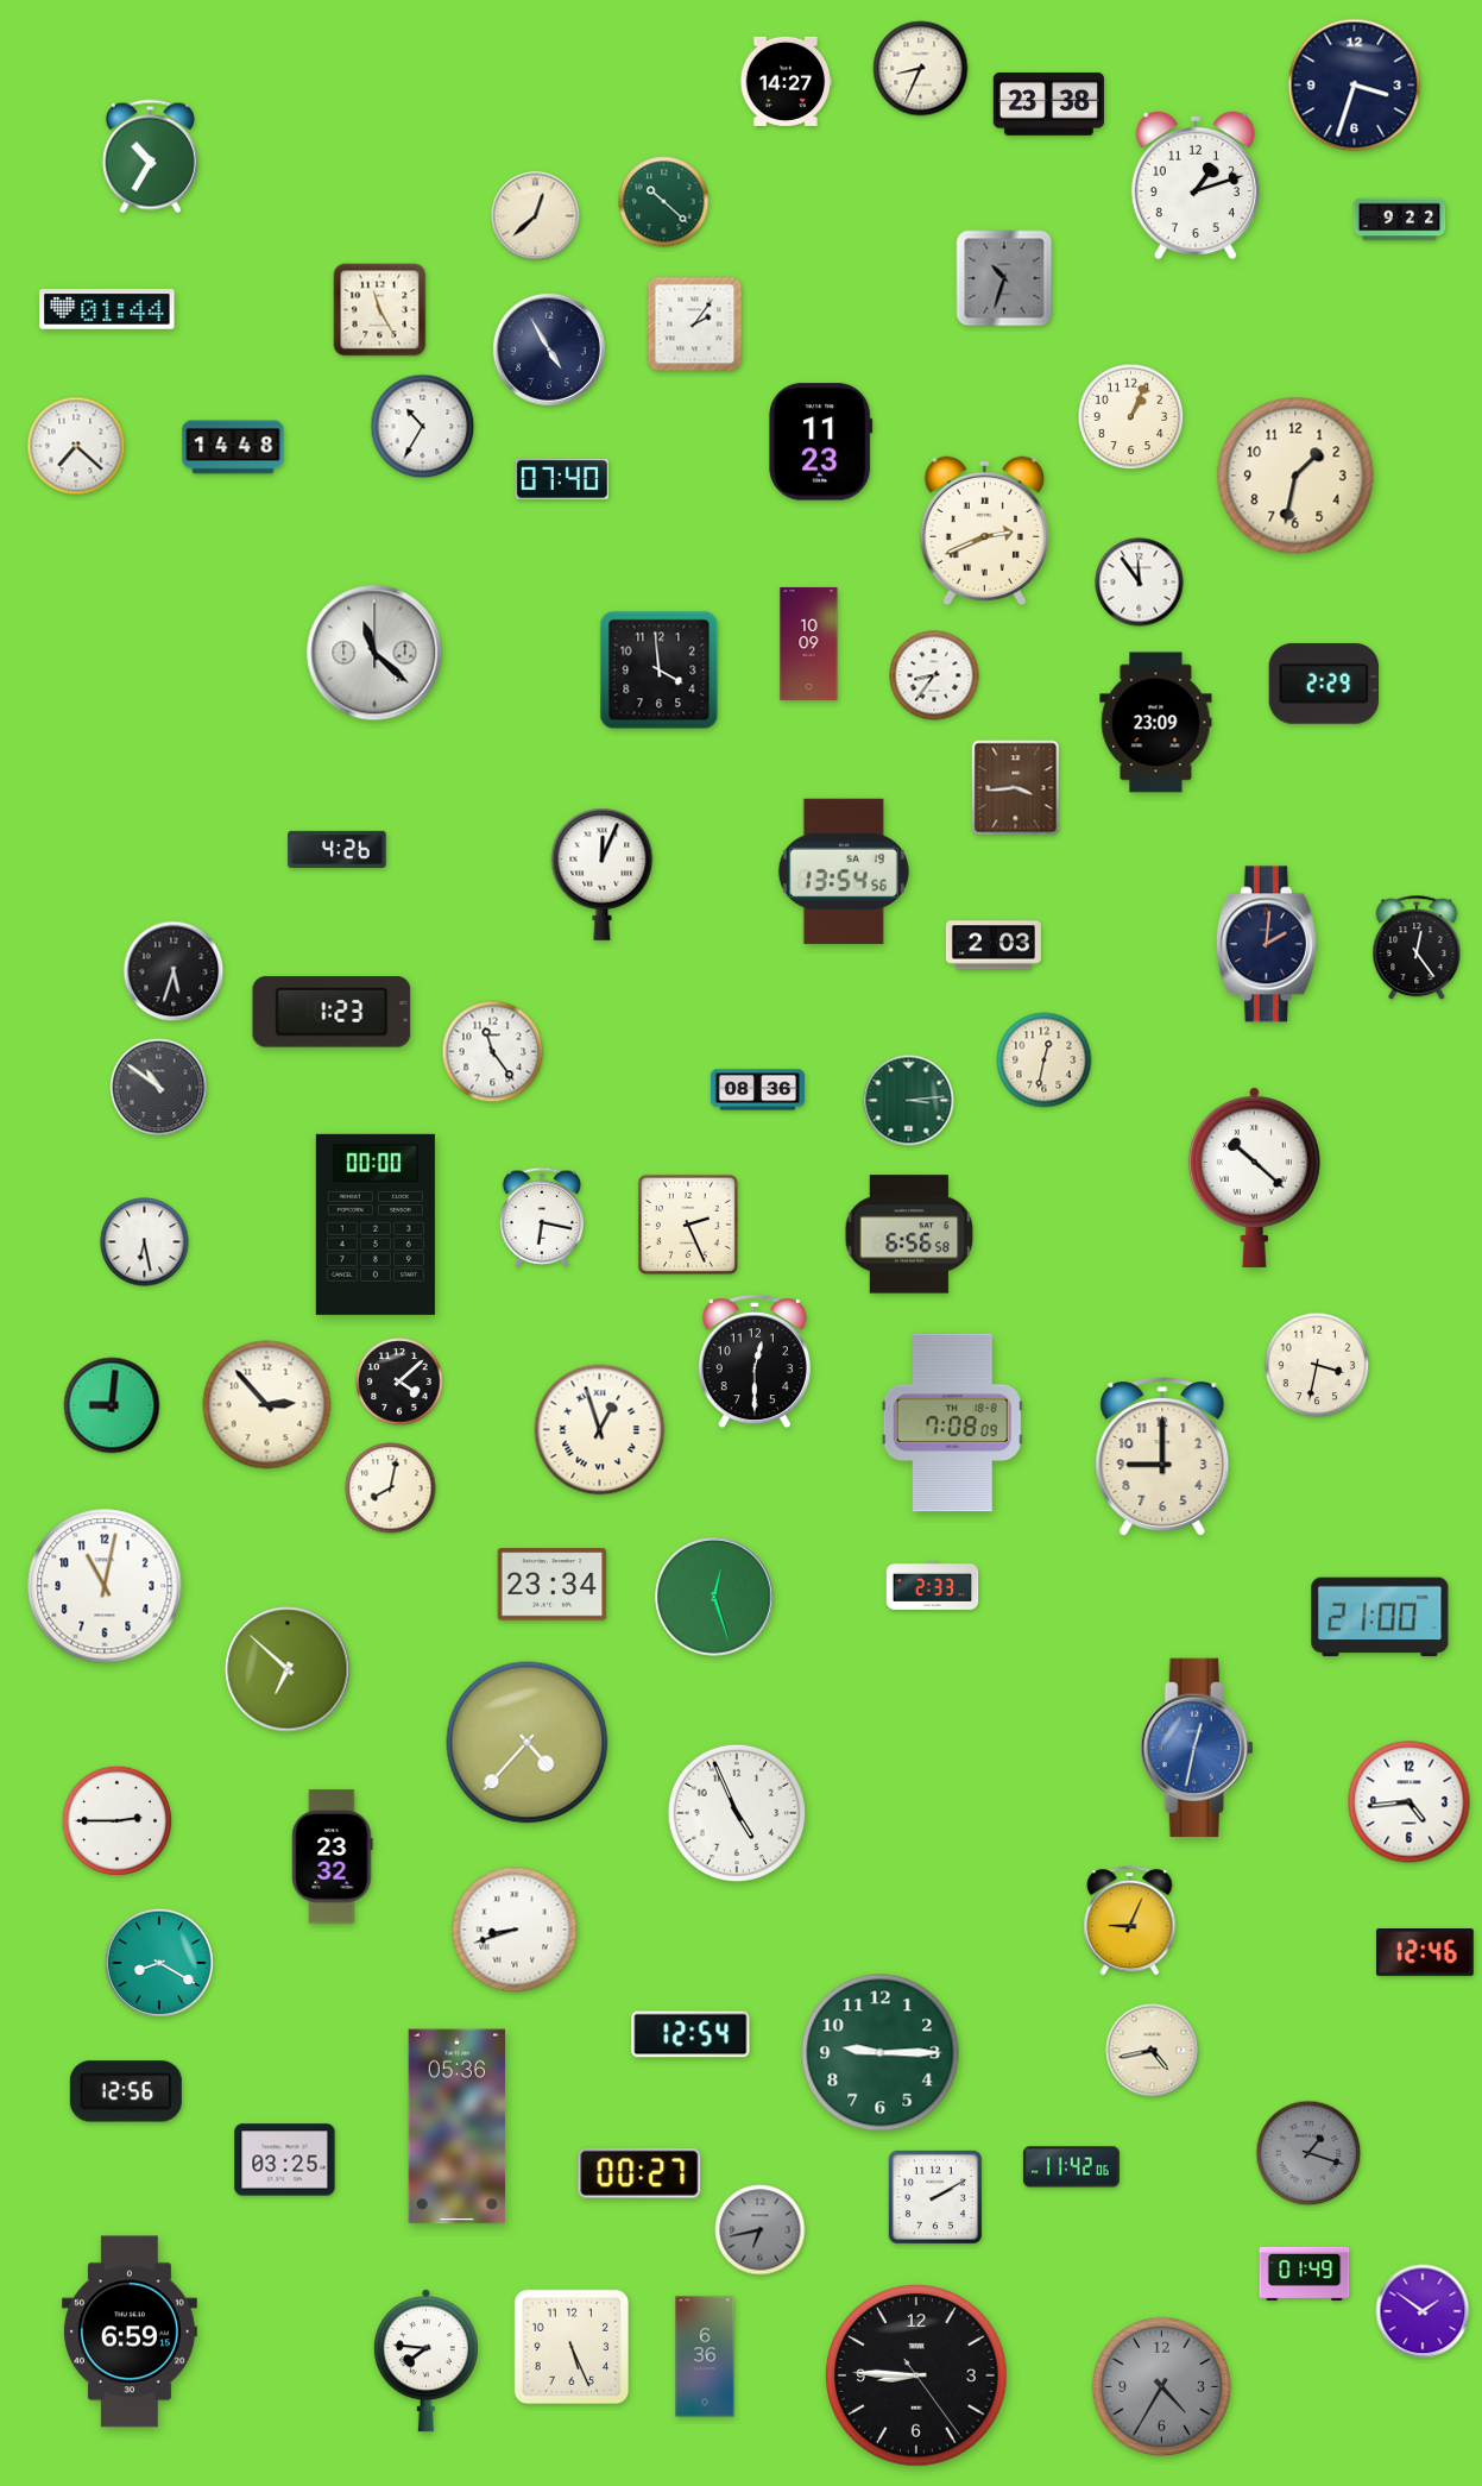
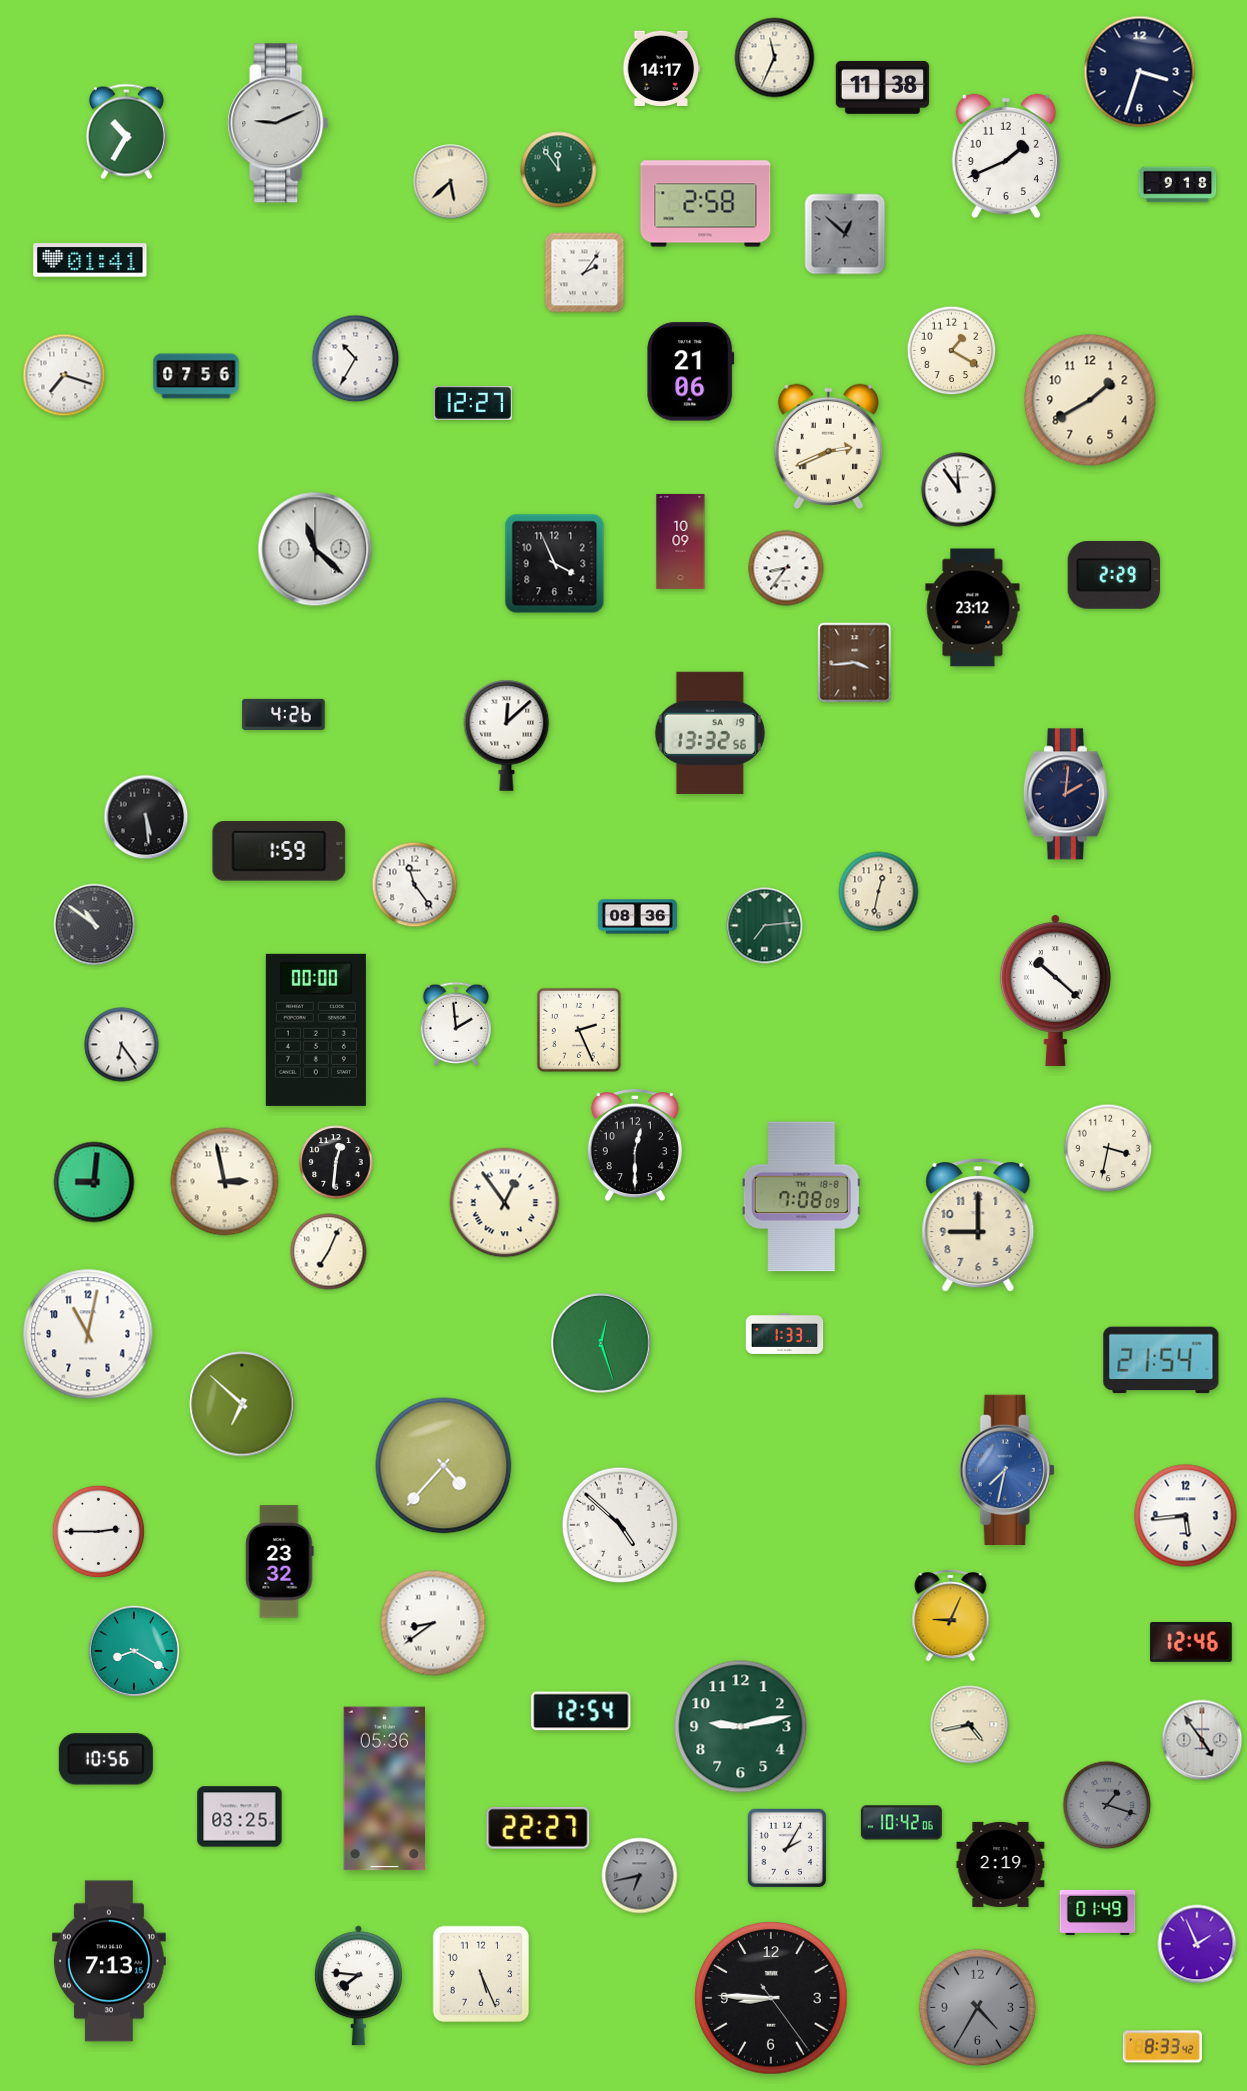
clock at (921, 69): 8:34 -> 11:34
clock at (787, 81): 14:27 -> 14:17
clock at (1048, 103): 23:38 -> 11:38
clock at (278, 123): none -> 9:11
clock at (1196, 185): 1:12 -> 1:41
clock at (664, 202): 10:22 -> 11:54
clock at (536, 216): 12:38 -> 5:38
clock at (1400, 220): 9:22 -> 9:18
clock at (706, 204): none -> 2:58
clock at (1004, 278): 10:33 -> 12:52
clock at (107, 309): 01:44 -> 01:41
clock at (380, 310): 11:25 -> none
clock at (549, 350): 4:55 -> none
clock at (1131, 417): 1:04 -> 1:20
clock at (821, 442): 11:23 -> 21:06
clock at (76, 446): 7:22 -> 7:18
clock at (233, 447): 14:48 -> 07:56
clock at (1295, 476): 1:32 -> 1:40
clock at (562, 479): 07:40 -> 12:27
clock at (660, 671): 3:59 -> 3:56
clock at (1156, 723): 23:09 -> 23:12
clock at (844, 871): 13:54 -> 13:32
clock at (603, 874): 12:04 -> 12:08
clock at (994, 945): 2:03 -> none
clock at (1417, 949): 12:24 -> none
clock at (174, 971): 5:33 -> 5:29
clock at (332, 1012): 1:23 -> 1:59
clock at (159, 1088) position: (159, 1088) -> (95, 925)
clock at (909, 1101): 3:14 -> 7:14
clock at (542, 1217): 6:17 -> 1:59
clock at (909, 1234): 6:56 -> none
clock at (145, 1242): 6:28 -> 6:24
clock at (399, 1382): 4:08 -> 12:31
clock at (267, 1405): 2:53 -> 2:58
clock at (600, 1430): 12:57 -> 12:54
clock at (391, 1489): 8:02 -> 7:04
clock at (553, 1585): 23:34 -> none
clock at (933, 1585): 2:33 -> 1:33
clock at (1380, 1617): 21:00 -> 21:54
clock at (1197, 1747): 12:32 -> 7:32
clock at (1410, 1802): 4:44 -> 5:44
clock at (737, 1813): 4:56 -> 4:52
clock at (515, 1930): 8:42 -> 8:39
clock at (1425, 1953) position: (1425, 1953) -> (1191, 1643)
clock at (881, 2053): 9:15 -> 9:13
clock at (1202, 1740): none -> 4:54
clock at (126, 2091): 12:56 -> 10:56
clock at (1308, 2153) position: (1308, 2153) -> (1107, 1805)
clock at (1071, 2167): 11:42 -> 10:42
clock at (639, 2173): 00:27 -> 22:27
clock at (935, 2197): 2:10 -> 2:05
clock at (1001, 1864): none -> 2:19
clock at (1423, 2311): 1:51 -> 1:56
clock at (130, 2331): 6:59 -> 7:13
clock at (705, 2356): 6:36 -> none
clock at (1162, 2047): none -> 8:33
